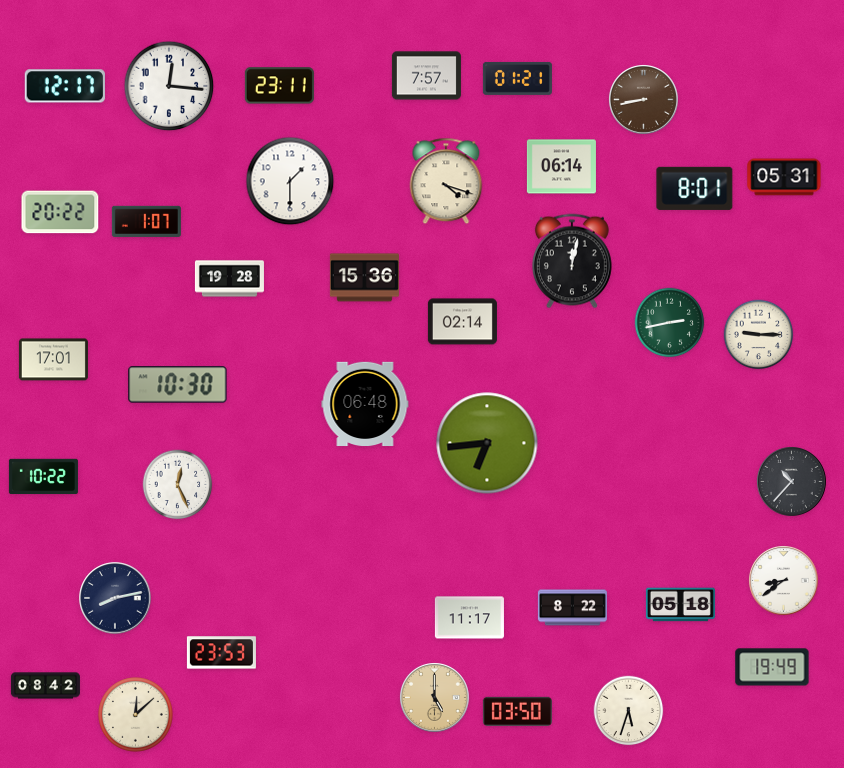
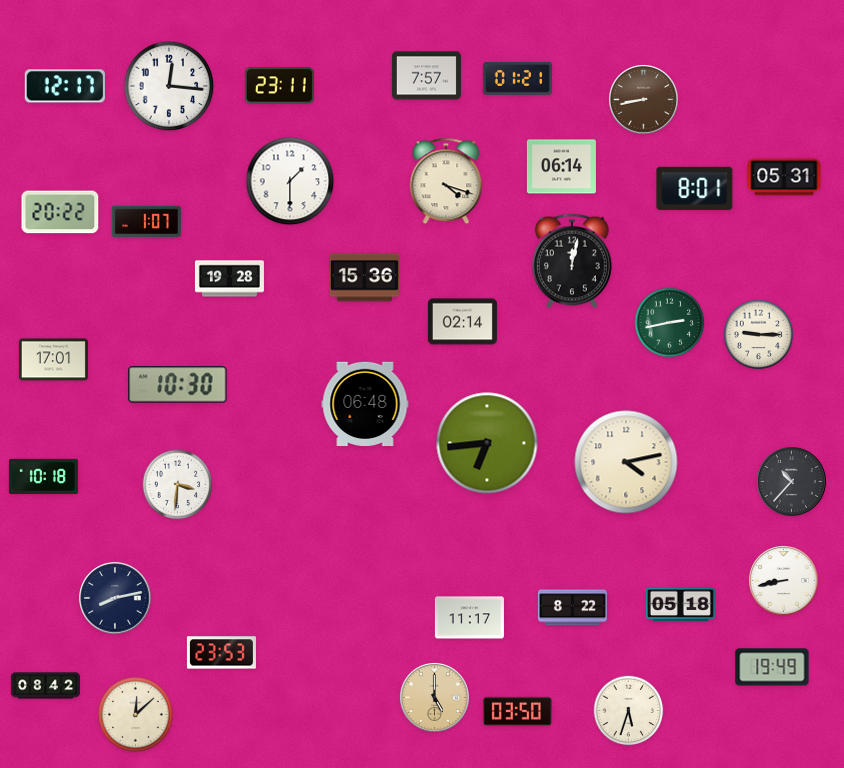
clock at (626, 462): none -> 4:13
clock at (43, 477): 10:22 -> 10:18
clock at (178, 485): 12:26 -> 3:31
clock at (784, 581): 8:39 -> 8:43
